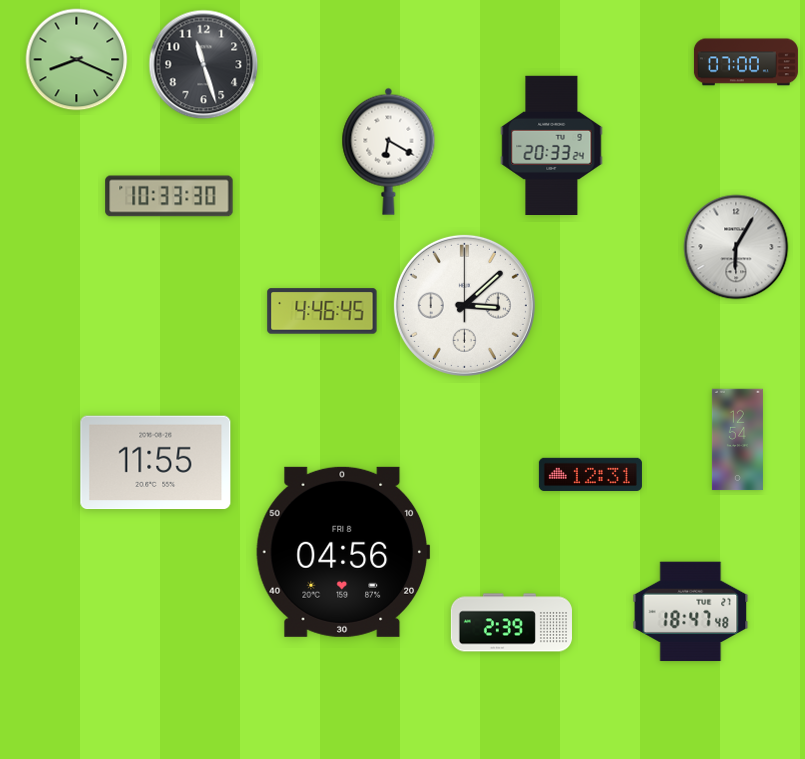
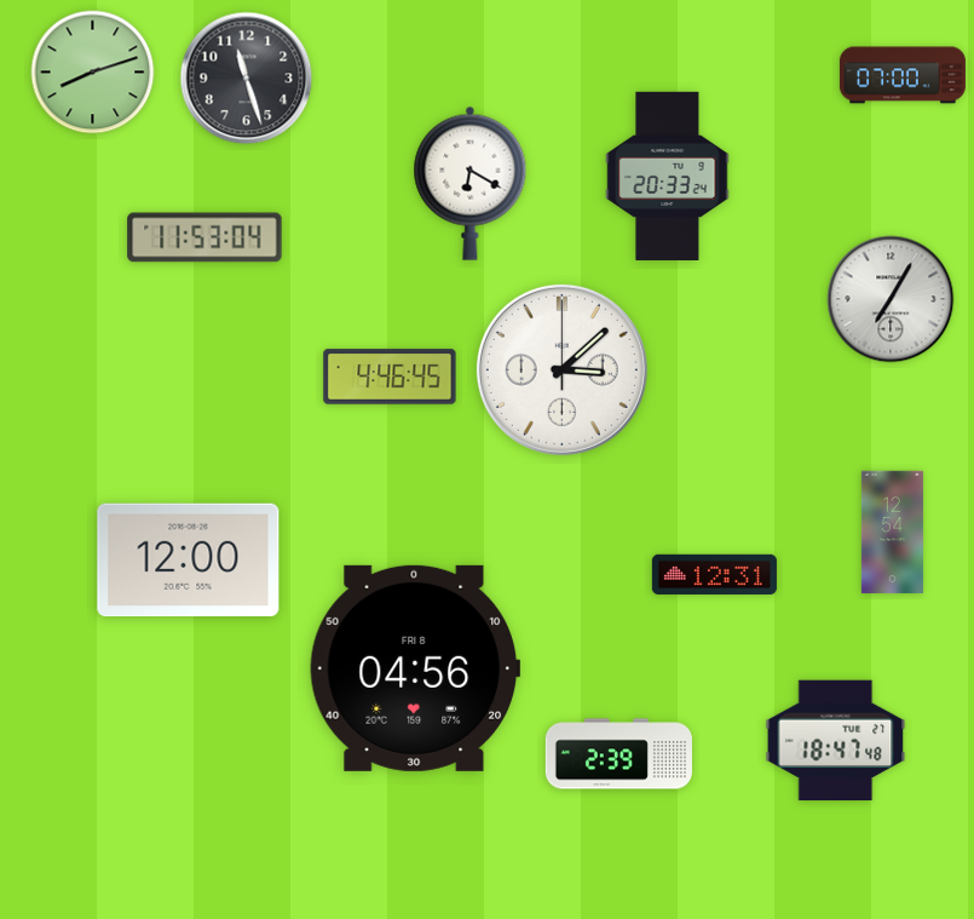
clock at (77, 60): 8:19 -> 8:12
clock at (169, 196): 10:33 -> 11:53
clock at (736, 247): 6:05 -> 7:05
clock at (156, 463): 11:55 -> 12:00
